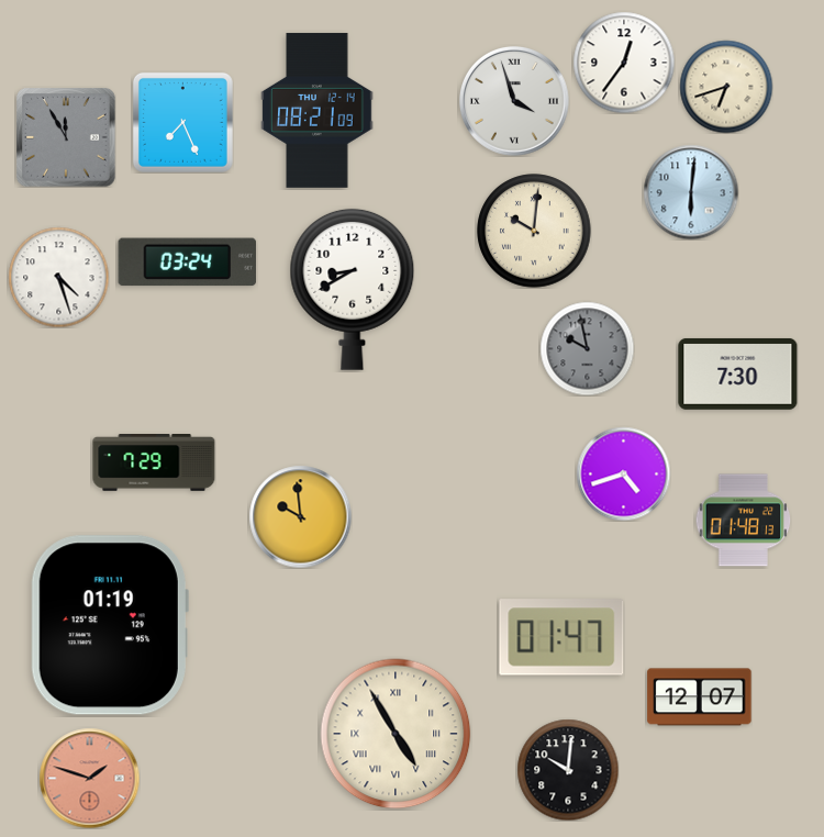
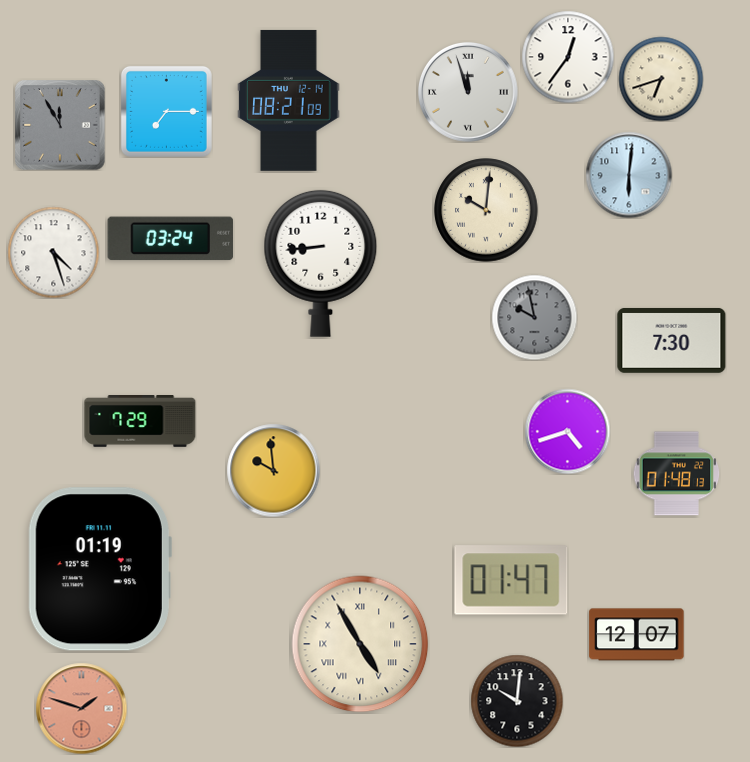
clock at (515, 102): 3:57 -> 11:57
clock at (182, 122): 7:26 -> 7:15
clock at (353, 289): 8:40 -> 8:44
clock at (396, 734) position: (396, 734) -> (360, 644)
